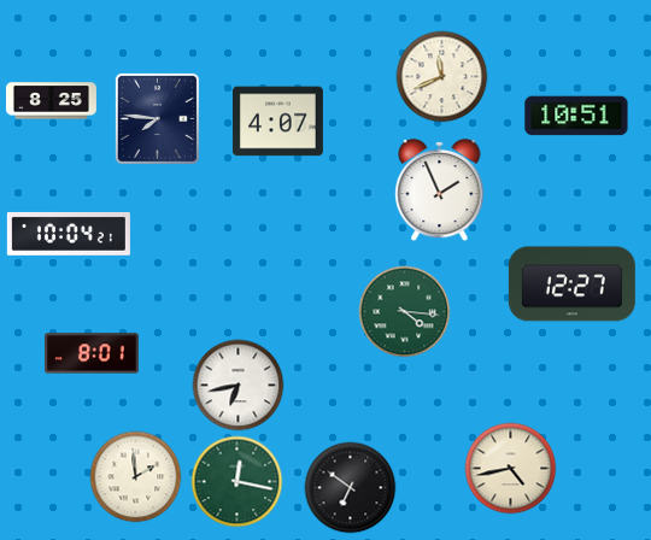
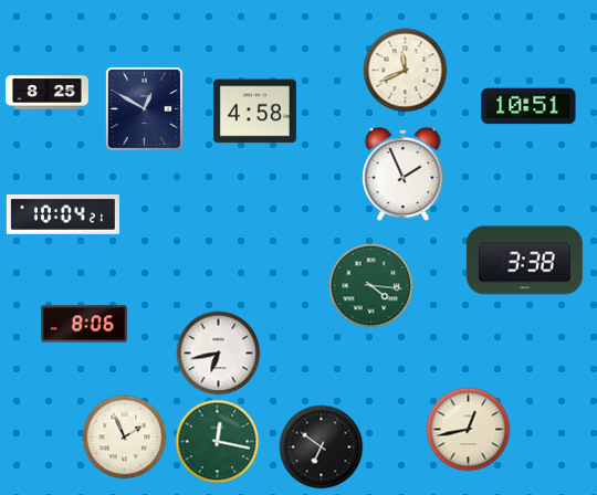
clock at (157, 118): 7:46 -> 12:50
clock at (277, 122): 4:07 -> 4:58
clock at (571, 284): 12:27 -> 3:38
clock at (92, 353): 8:01 -> 8:06
clock at (511, 469): 4:43 -> 12:43
clock at (136, 477): 1:59 -> 1:56
